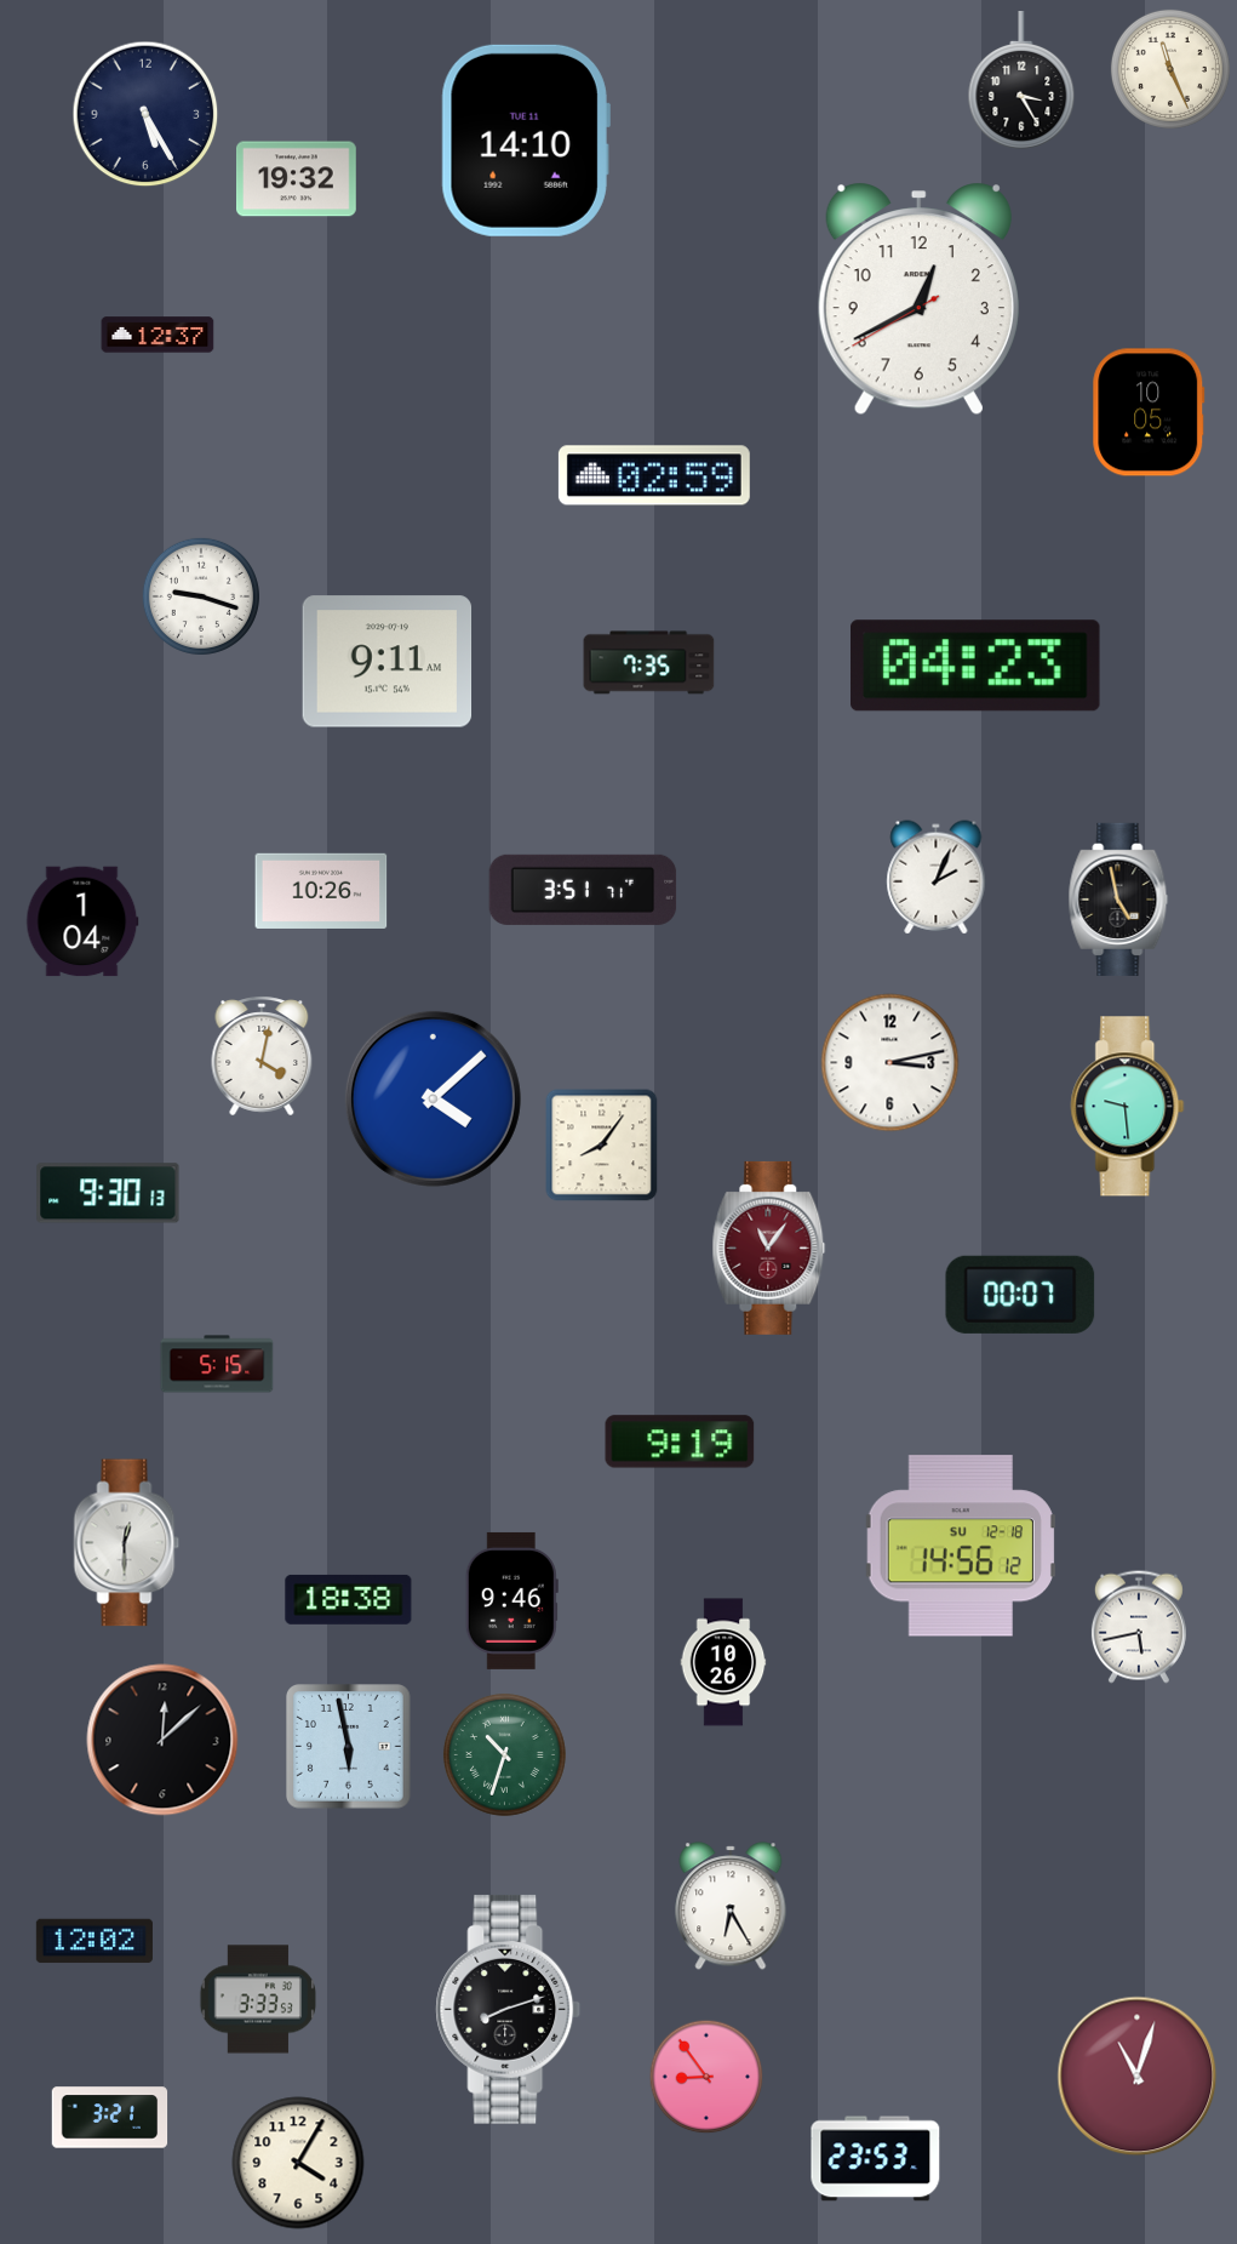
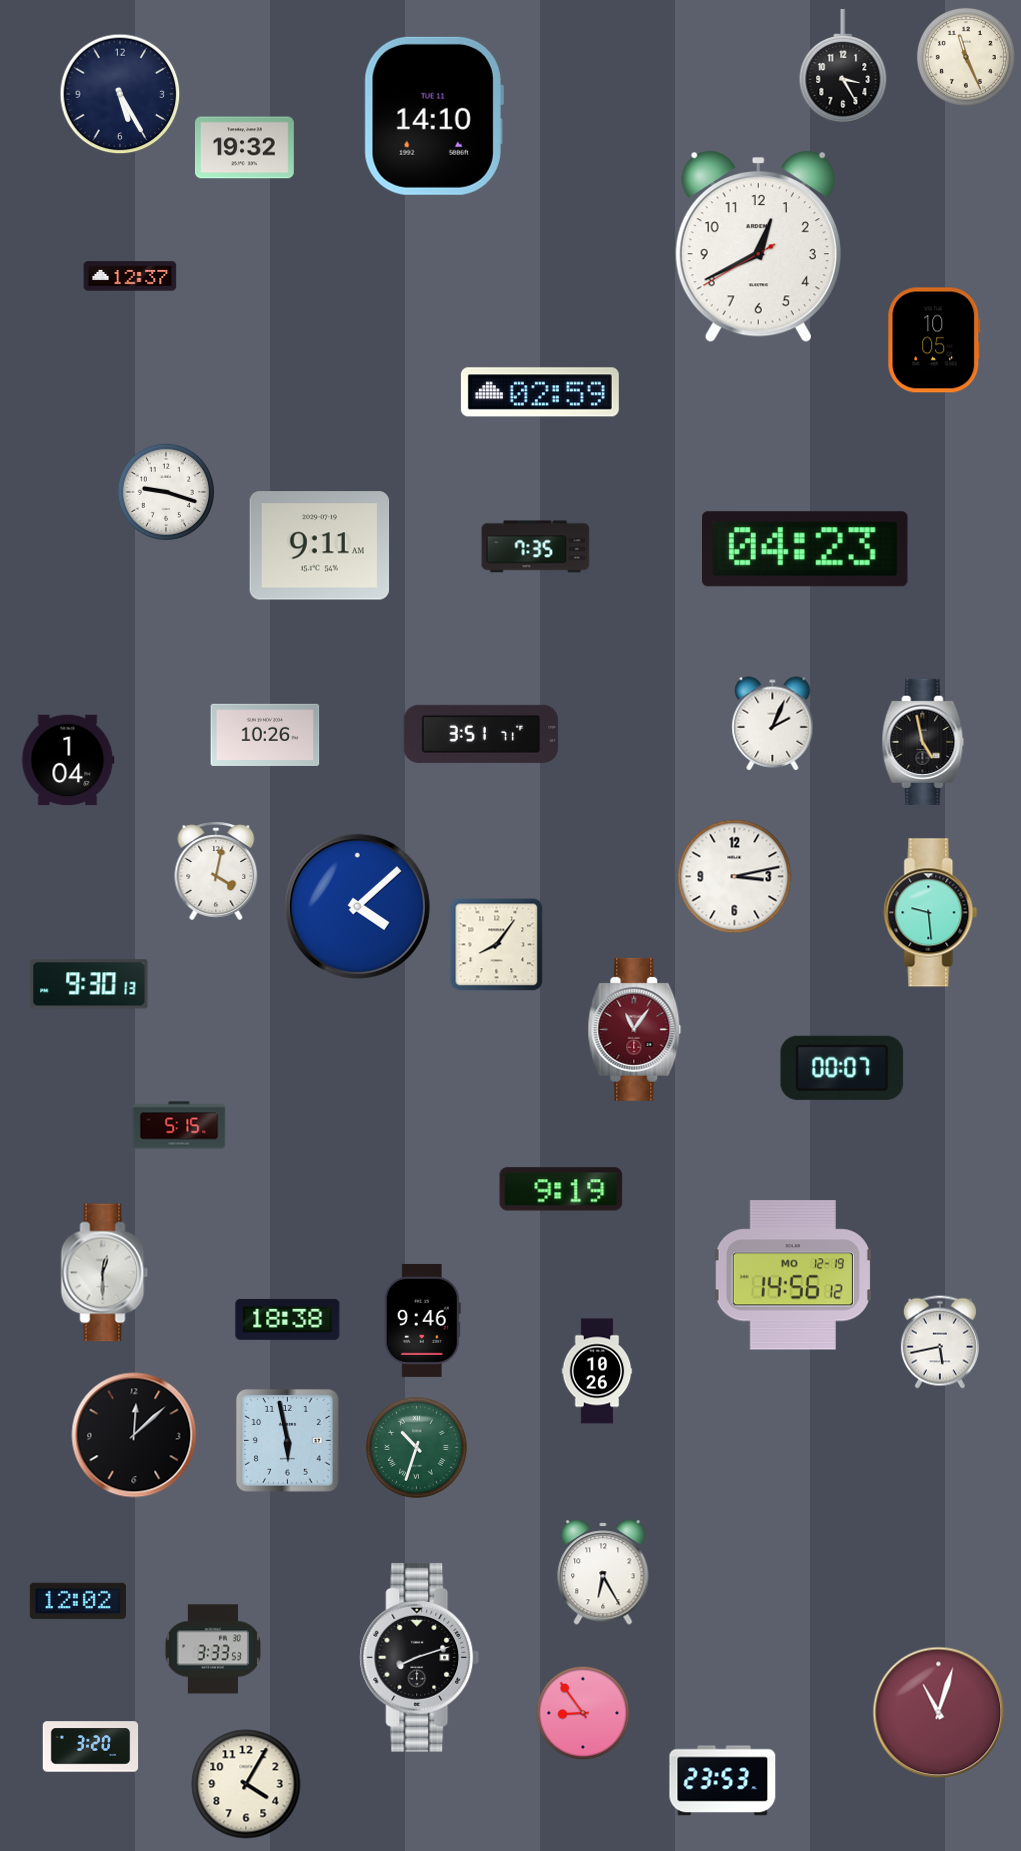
clock at (1149, 412) position: (1149, 412) -> (934, 340)
clock at (961, 1546) date: SU 12-18 -> MO 12-19
clock at (110, 2118): 3:21 -> 3:20
